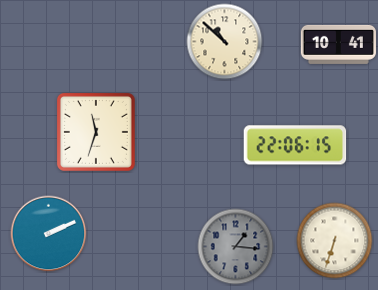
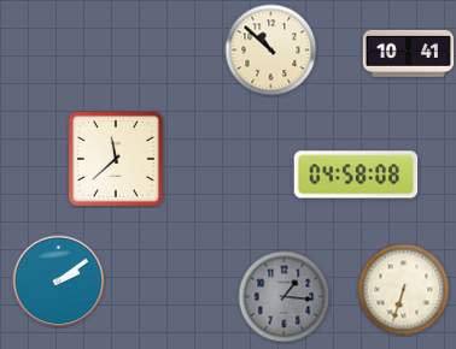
clock at (96, 132): 11:33 -> 11:38
clock at (295, 145): 22:06 -> 04:58
clock at (49, 234): 2:11 -> 2:09
